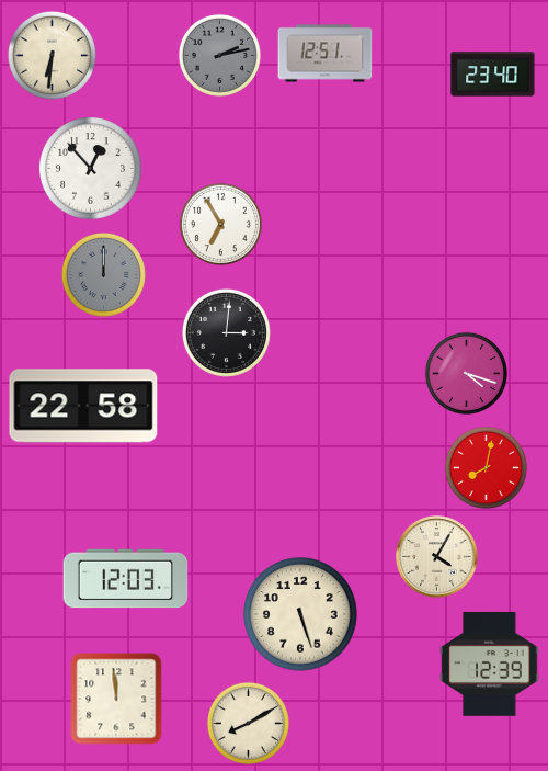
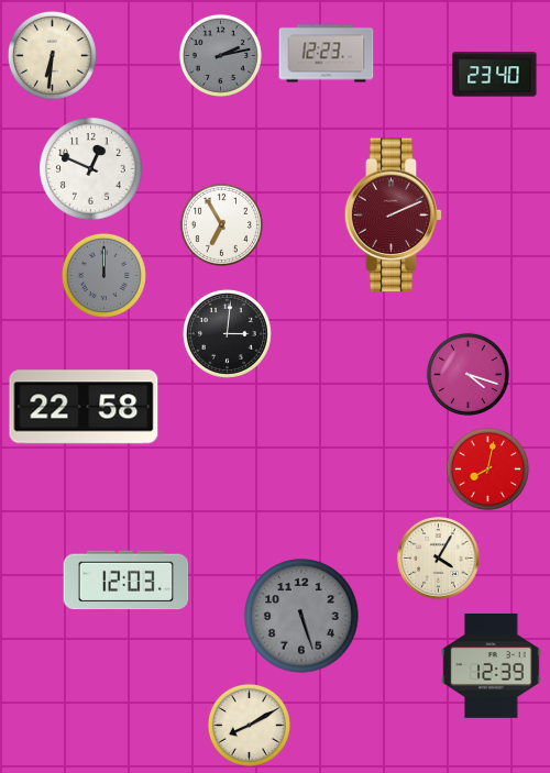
clock at (326, 54): 12:51 -> 12:23
clock at (91, 169): 12:53 -> 12:49
clock at (394, 216): none -> 2:11
clock at (300, 614) dial: cream -> grey
clock at (116, 699): 11:59 -> none
